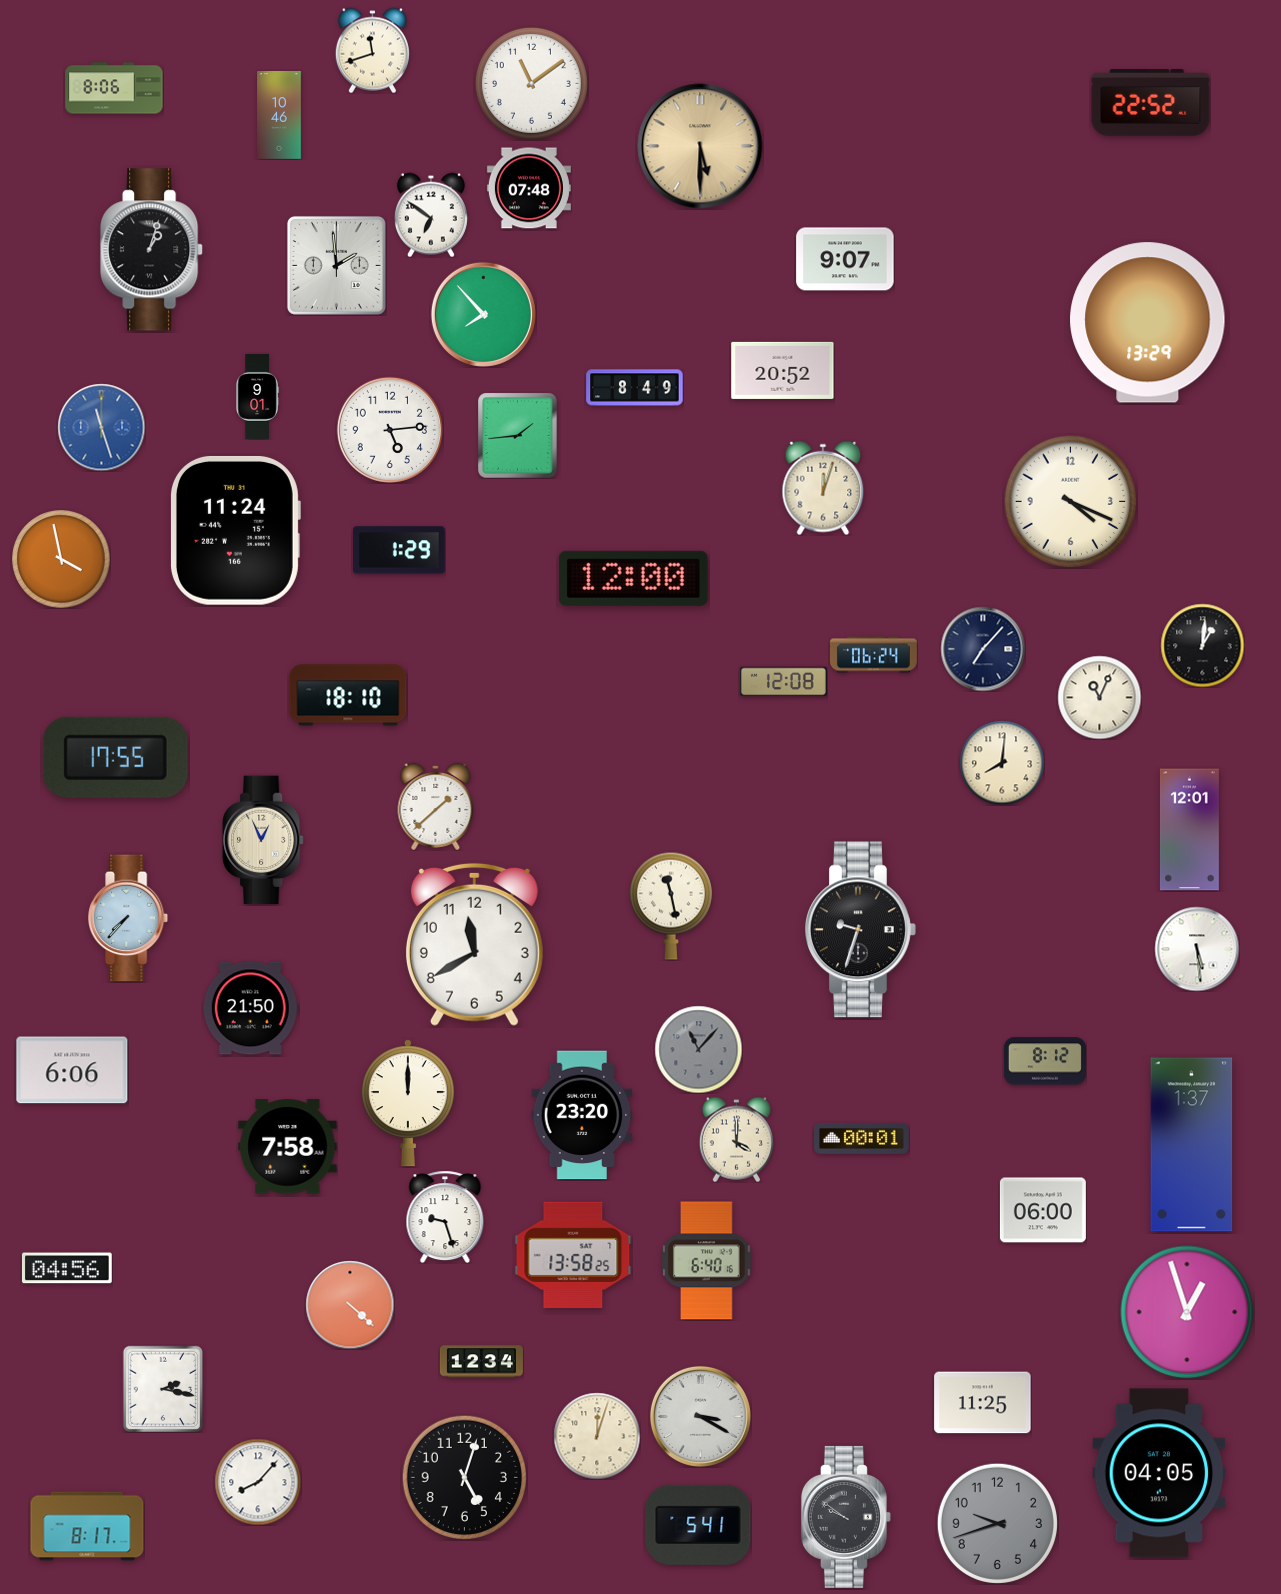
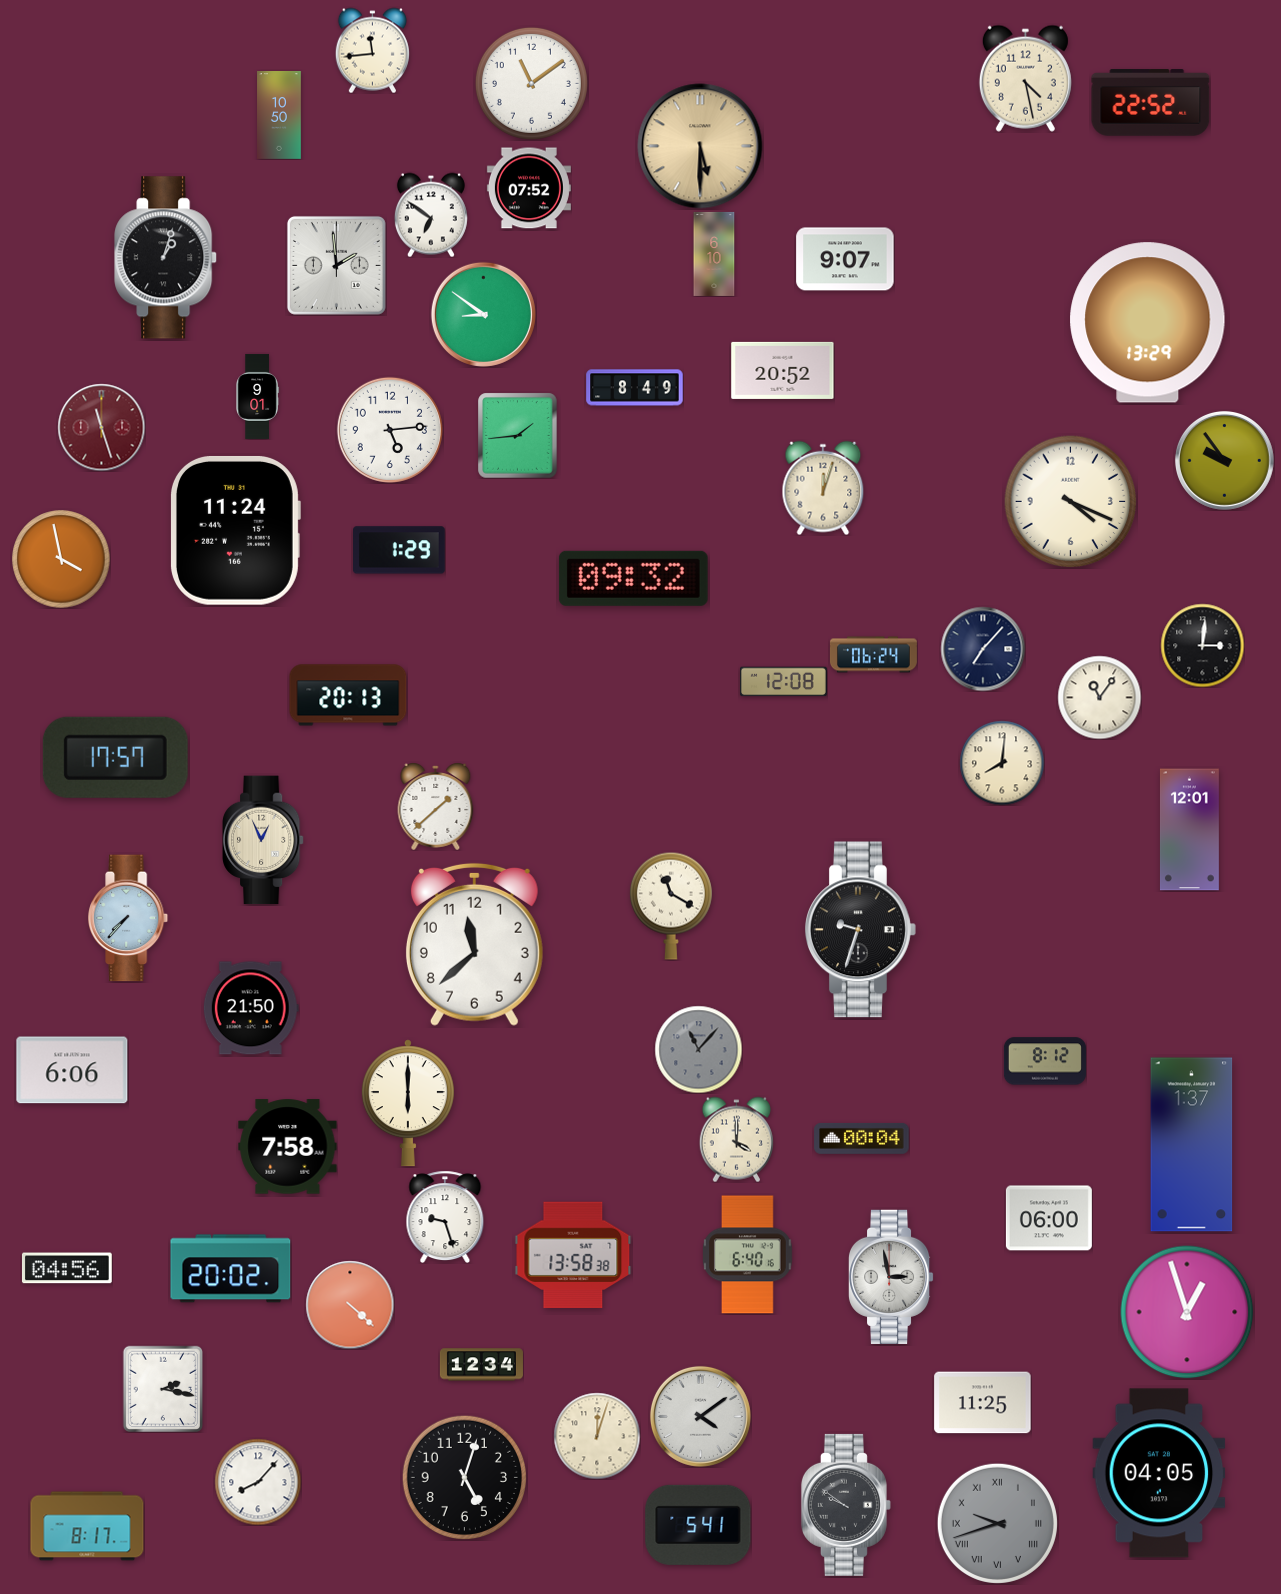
clock at (372, 50): 11:42 -> 11:44
clock at (1025, 78): none -> 4:28
clock at (114, 88): 8:06 -> none
clock at (280, 116): 10:46 -> 10:50
clock at (529, 188): 07:48 -> 07:52
clock at (152, 250) position: (152, 250) -> (166, 258)
clock at (714, 254): none -> 6:10
clock at (483, 314): 7:53 -> 8:51
clock at (101, 427) dial: blue -> burgundy
clock at (1224, 460): none -> 9:54
clock at (633, 578): 12:00 -> 09:32
clock at (1202, 645): 1:01 -> 3:01
clock at (348, 695): 18:10 -> 20:13
clock at (1099, 697): 11:04 -> 11:06
clock at (115, 757): 17:55 -> 17:57
clock at (671, 906): 11:28 -> 11:20
clock at (474, 944): 11:40 -> 11:38
clock at (1197, 949): 5:29 -> none
clock at (408, 1103): 12:00 -> 6:00
clock at (582, 1115): 23:20 -> none
clock at (862, 1138): 00:01 -> 00:04
clock at (1043, 1210) position: (1043, 1210) -> (1049, 1218)
clock at (573, 1255): 13:58:25 -> 13:58:38
clock at (707, 1261) position: (707, 1261) -> (748, 1255)
clock at (231, 1269): none -> 20:02
clock at (891, 1277): none -> 2:58
clock at (481, 1362) position: (481, 1362) -> (481, 1365)
clock at (700, 1416): 3:20 -> 4:09
clock at (846, 1517) position: (846, 1517) -> (846, 1505)
clock at (997, 1523) numerals: Arabic -> Roman
